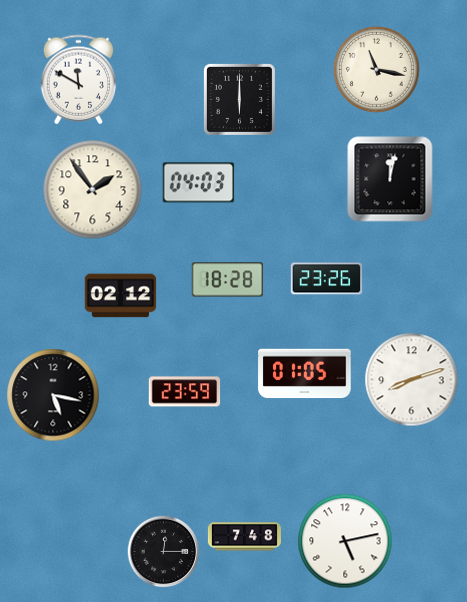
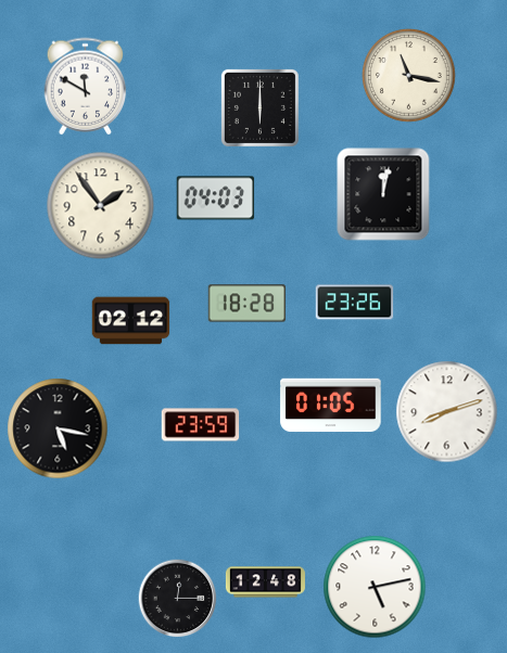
clock at (390, 179) position: (390, 179) -> (383, 194)
clock at (244, 537): 7:48 -> 12:48
